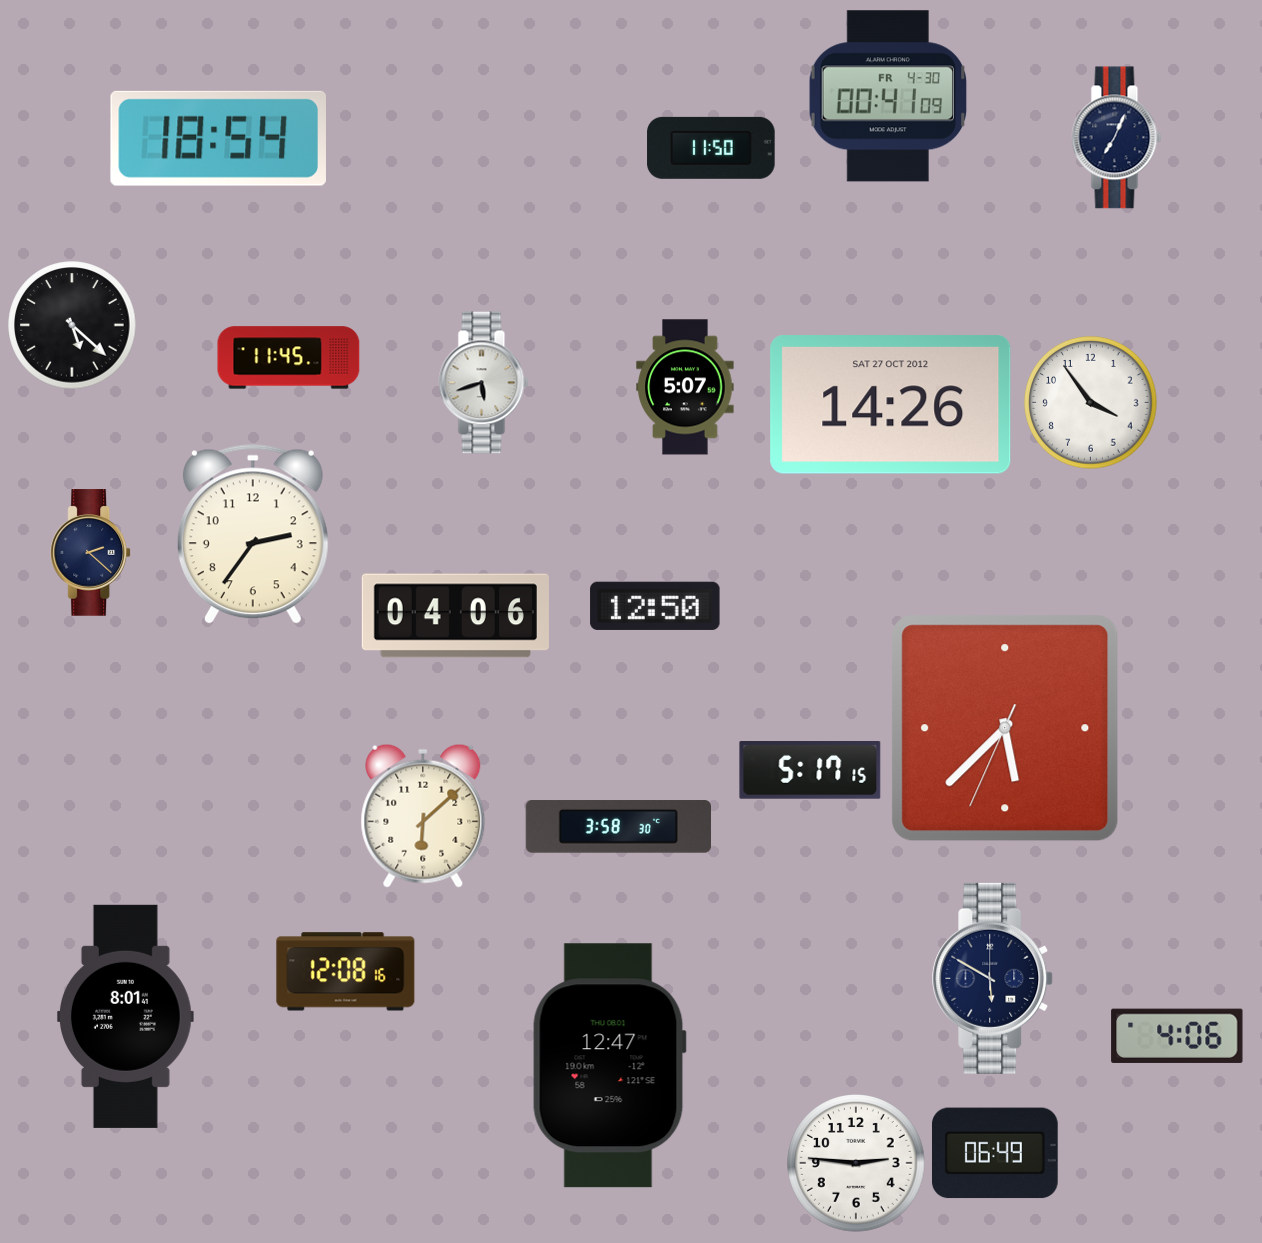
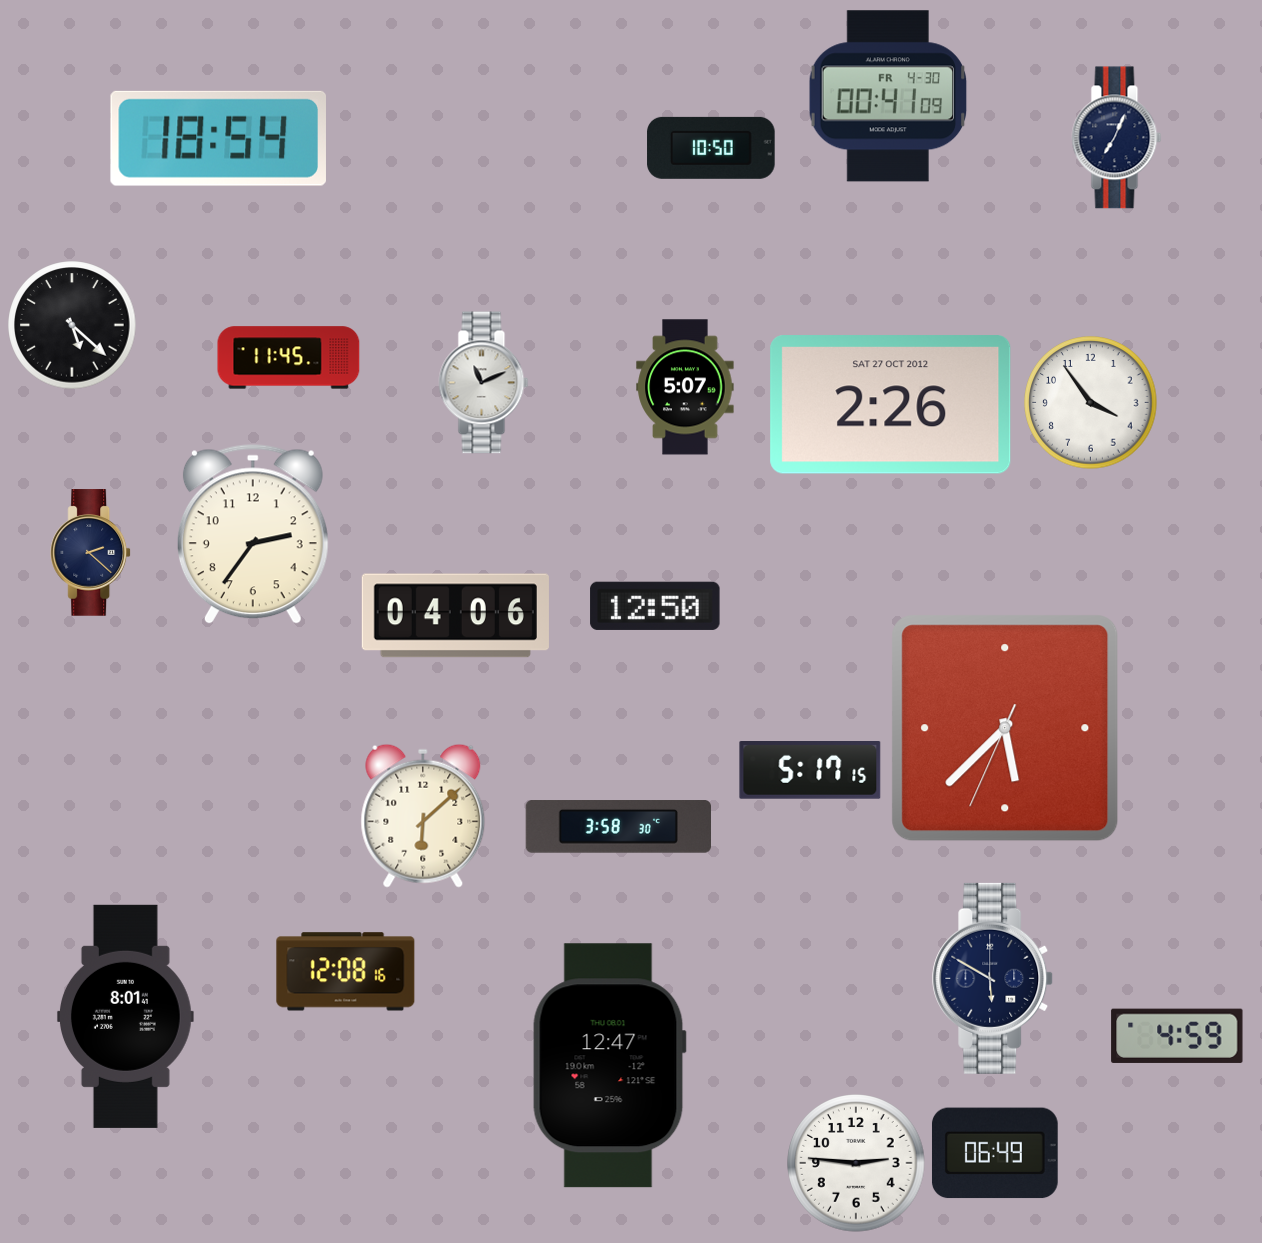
clock at (711, 148): 11:50 -> 10:50
clock at (484, 383): 5:42 -> 11:11
clock at (891, 405): 14:26 -> 2:26
clock at (1177, 1036): 4:06 -> 4:59
